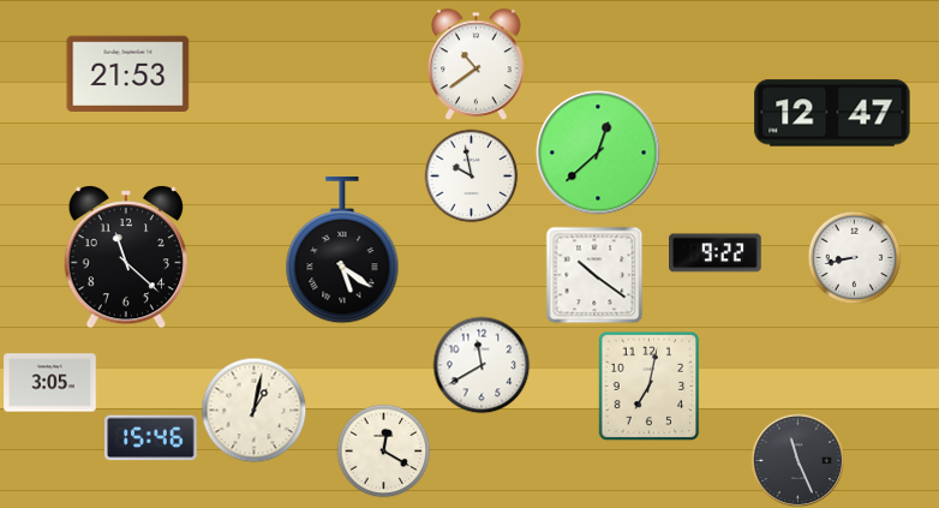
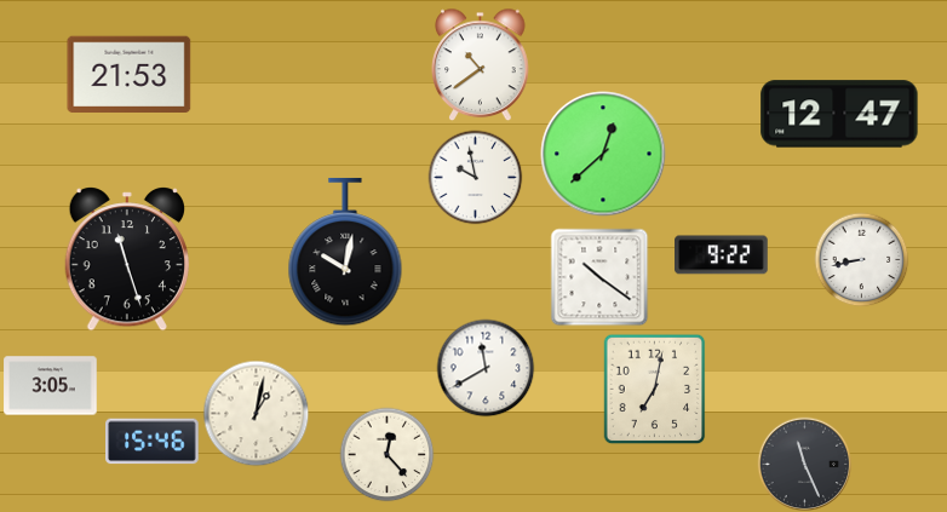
clock at (342, 250): 5:21 -> 10:02
clock at (125, 258): 11:22 -> 11:27
clock at (383, 450): 12:20 -> 12:23
